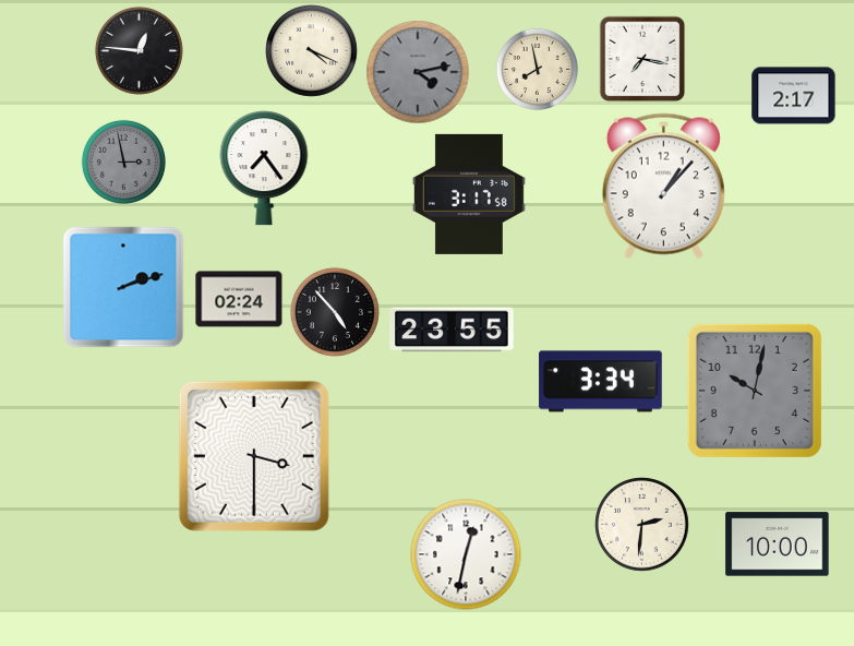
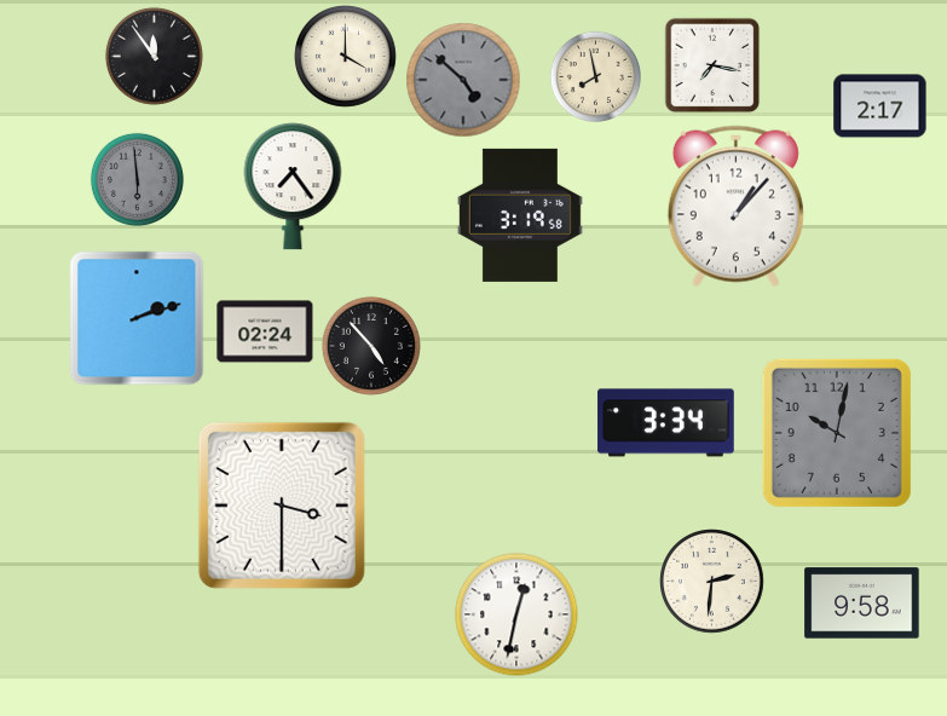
clock at (139, 50): 12:46 -> 11:54
clock at (312, 51): 4:19 -> 4:00
clock at (418, 72): 4:13 -> 4:52
clock at (123, 161): 2:58 -> 5:59
clock at (469, 194): 3:17 -> 3:19
clock at (452, 330): 23:55 -> none
clock at (778, 545): 10:00 -> 9:58
